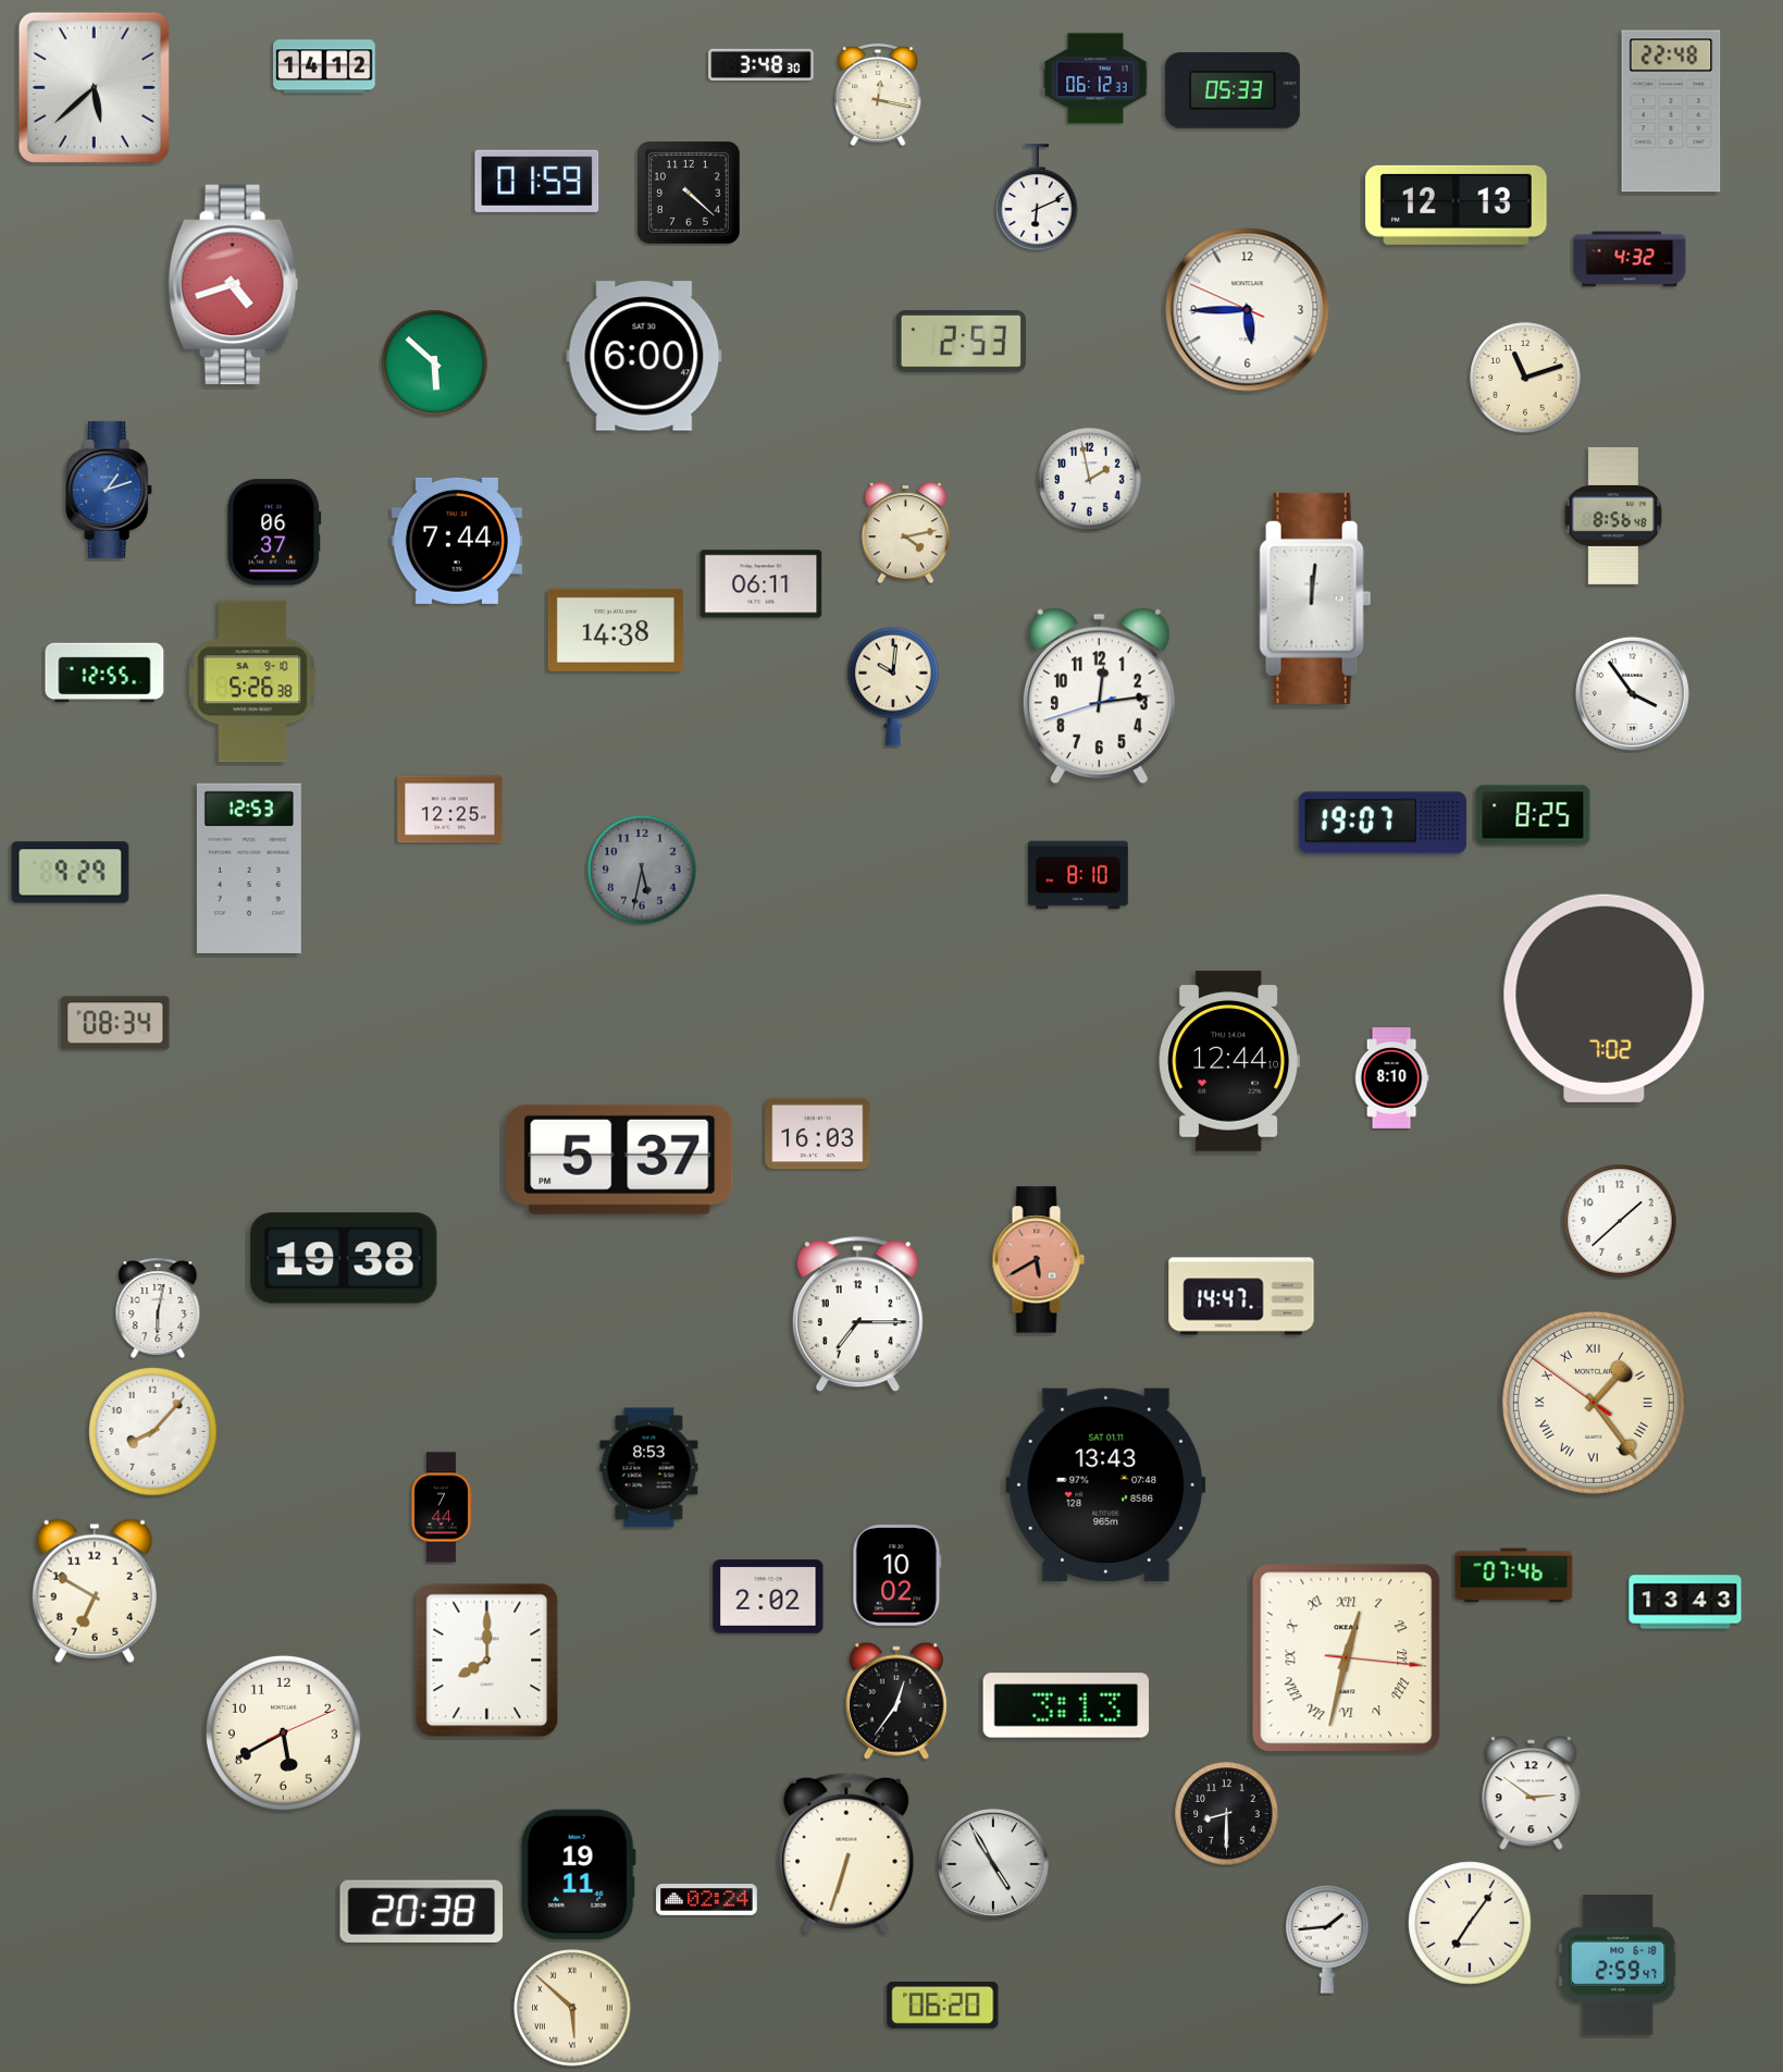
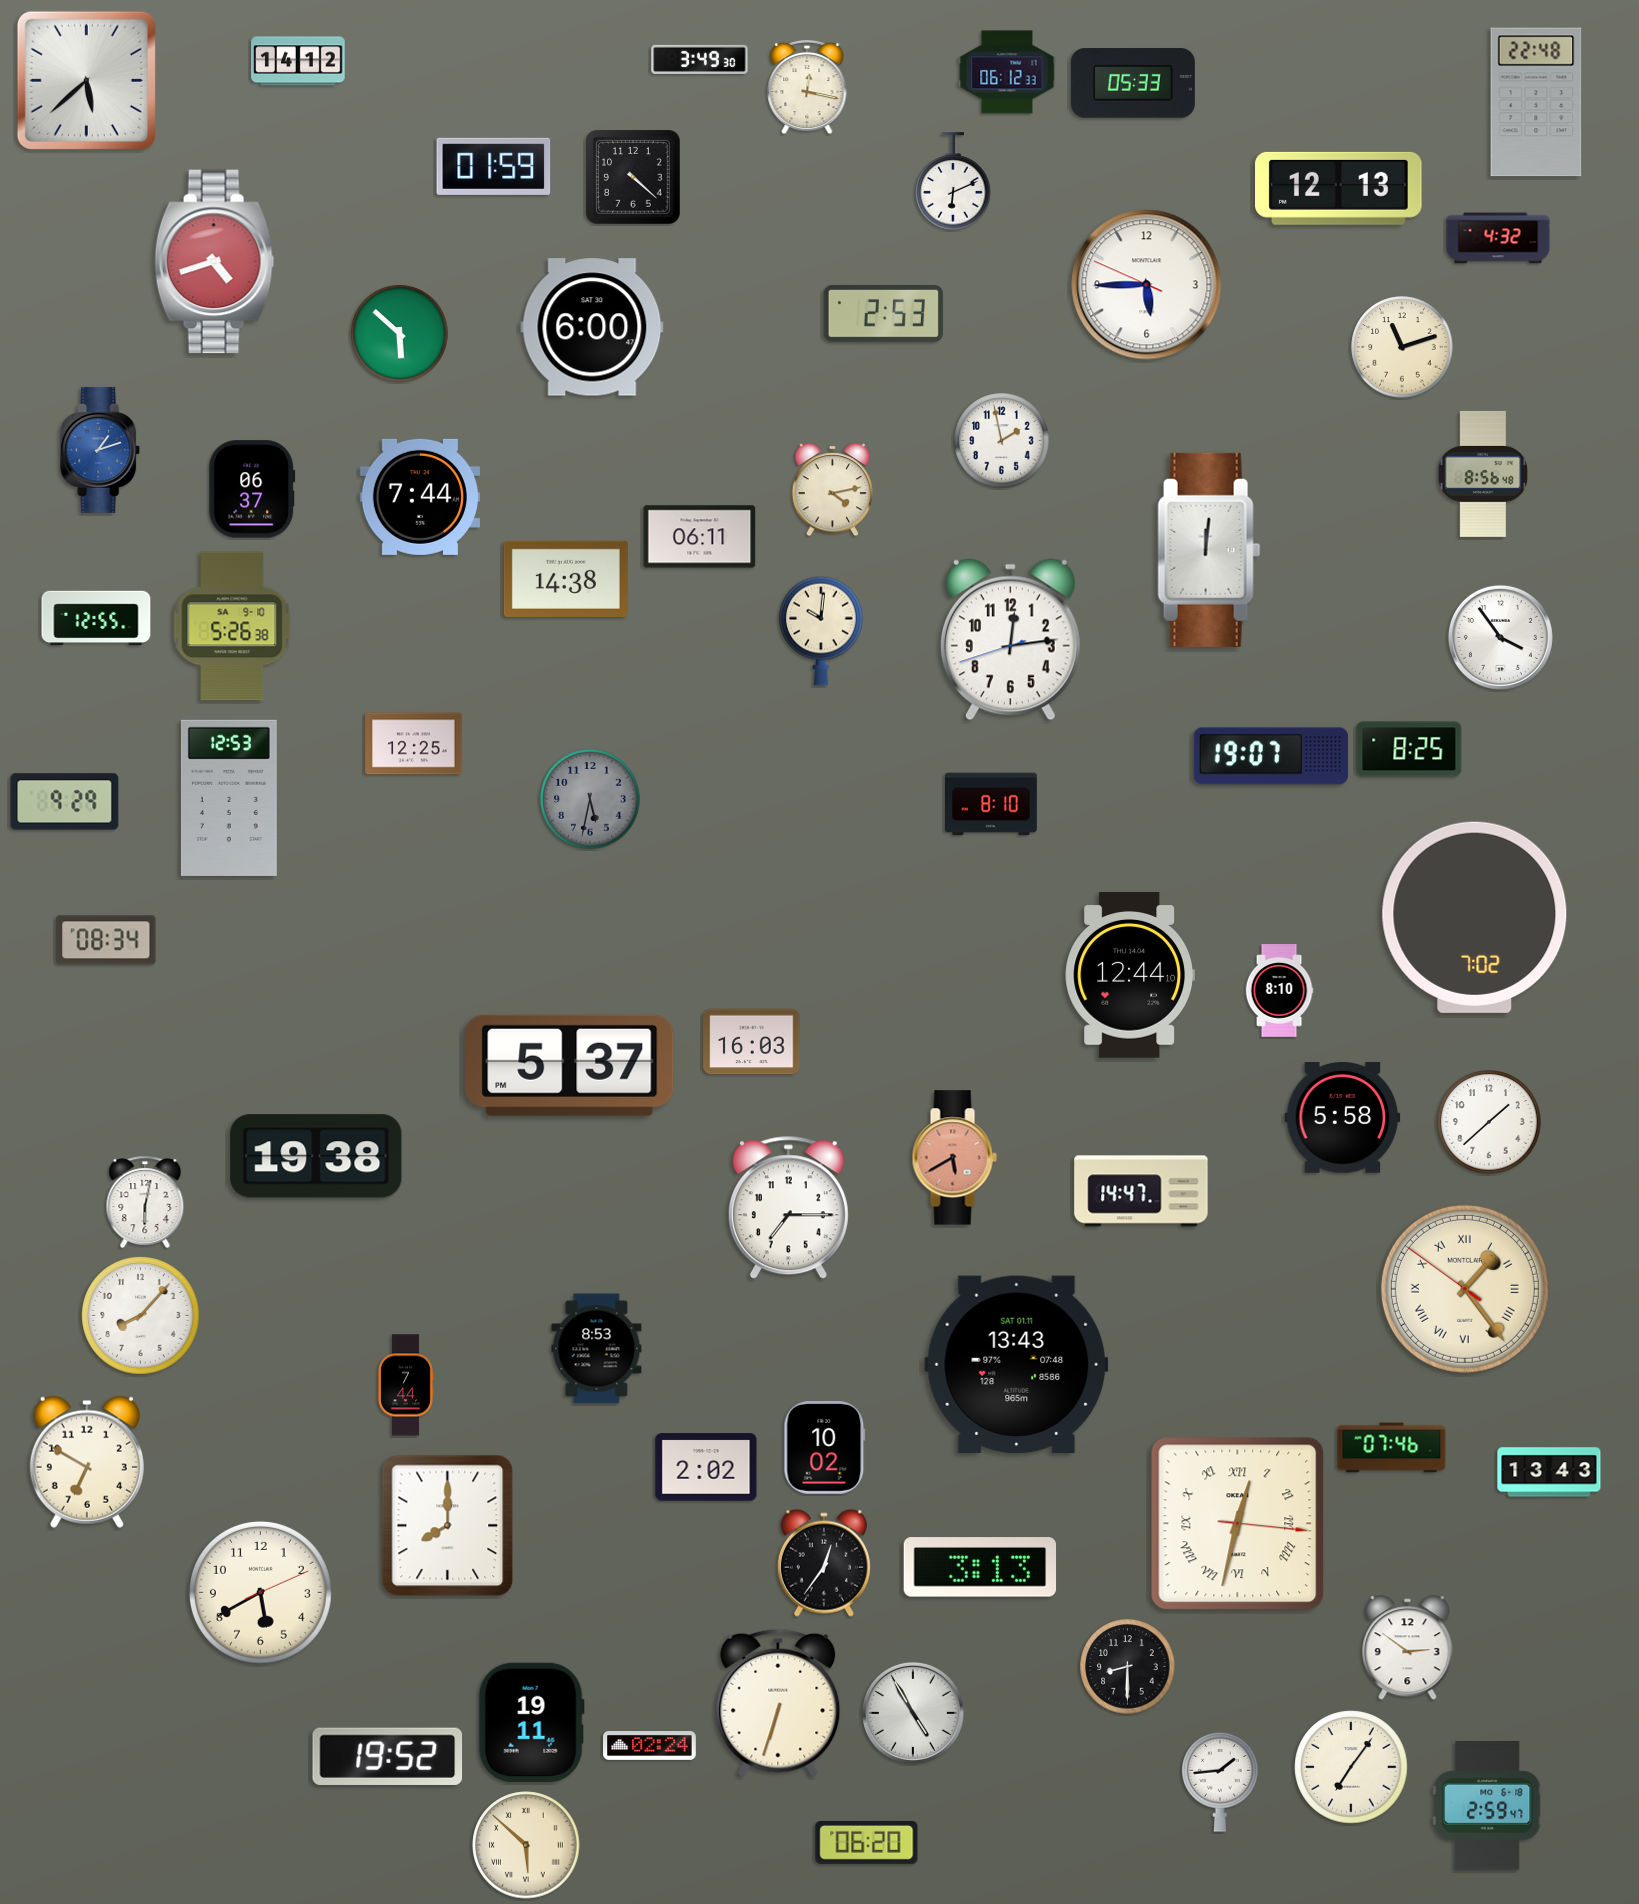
clock at (762, 64): 3:48 -> 3:49
clock at (1343, 1117): none -> 5:58
clock at (422, 1911): 20:38 -> 19:52
